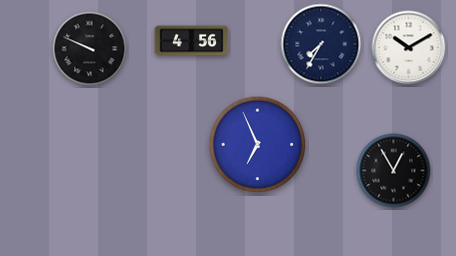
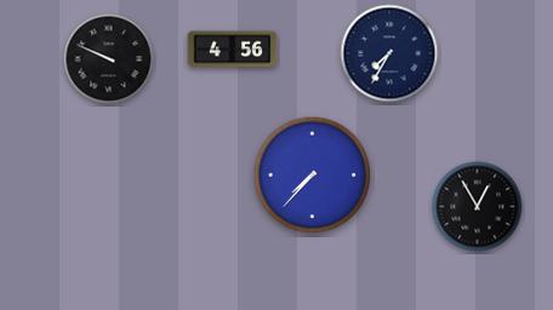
clock at (409, 48): 10:10 -> none
clock at (258, 145): 6:56 -> 7:37
